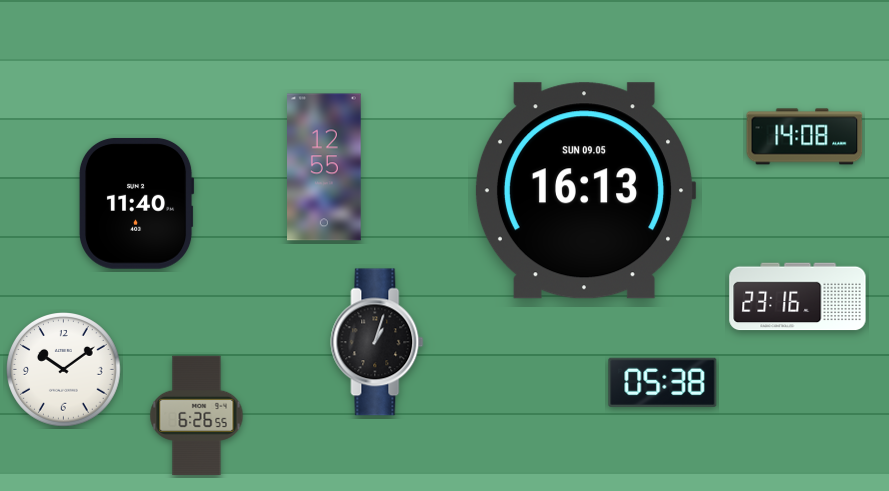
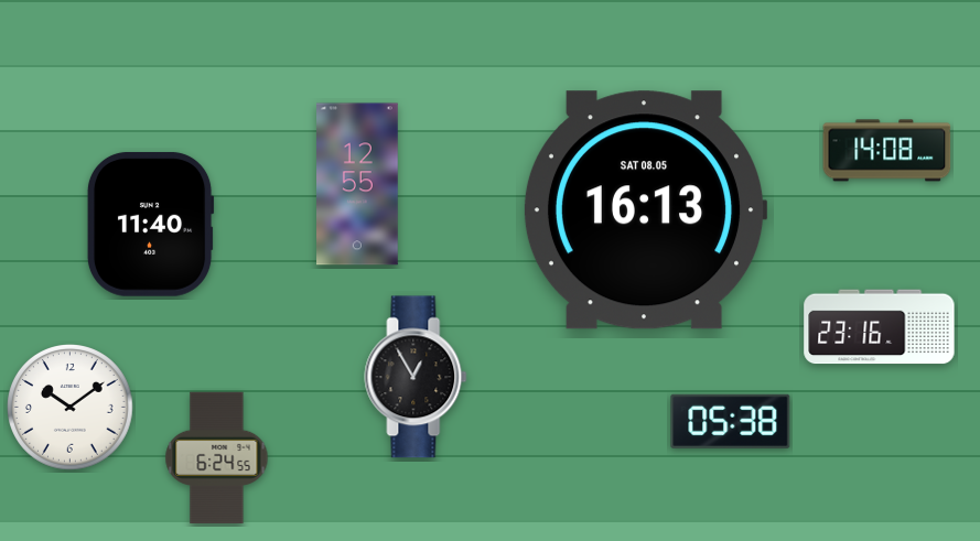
clock at (585, 191) date: SUN 09.05 -> SAT 08.05
clock at (377, 342): 1:03 -> 12:55
clock at (197, 416): 6:26 -> 6:24
